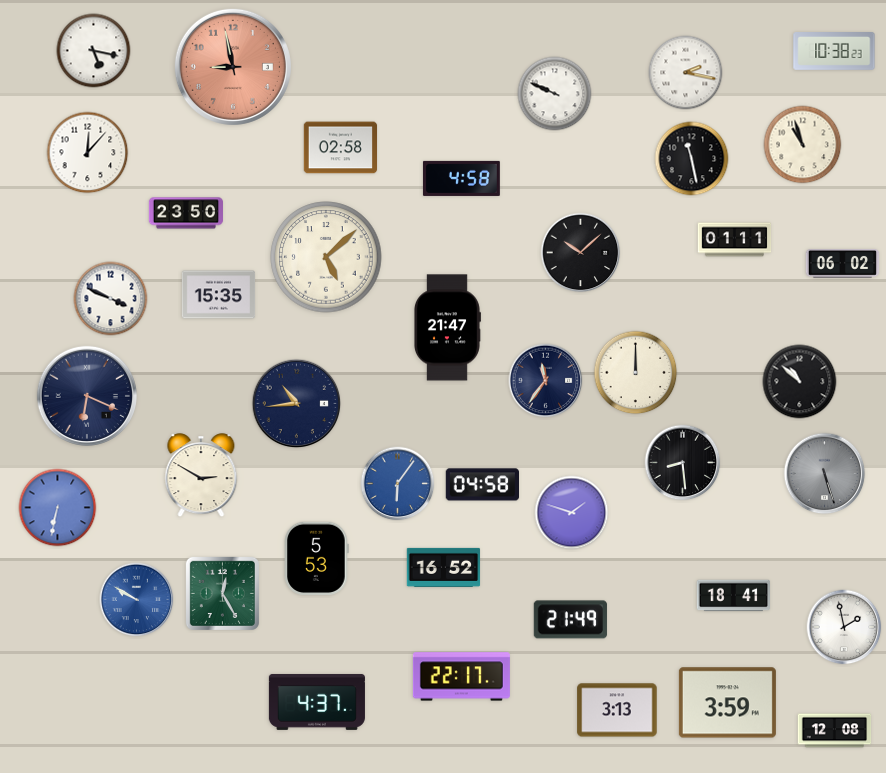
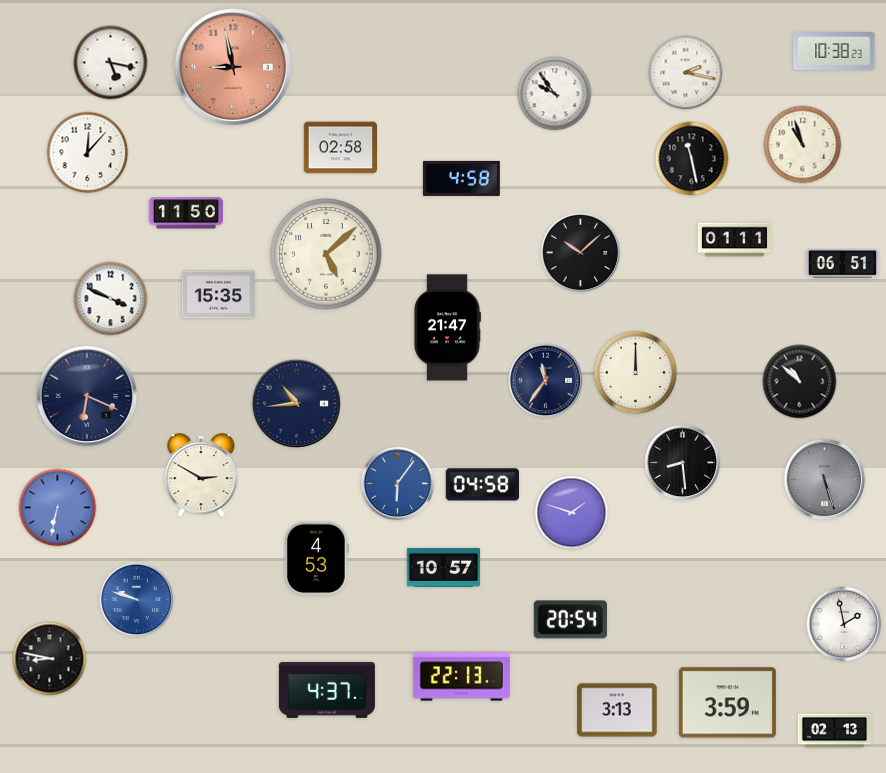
clock at (94, 51) position: (94, 51) -> (111, 63)
clock at (555, 94): 9:49 -> 9:54
clock at (186, 213): 23:50 -> 11:50
clock at (326, 257) position: (326, 257) -> (326, 254)
clock at (843, 264): 06:02 -> 06:51
clock at (825, 474) position: (825, 474) -> (825, 480)
clock at (317, 558): 5:53 -> 4:53
clock at (444, 567): 16:52 -> 10:57
clock at (222, 593): 12:25 -> none
clock at (734, 596): 18:41 -> none
clock at (137, 600): 9:50 -> 9:48
clock at (570, 620): 21:49 -> 20:54
clock at (844, 627) position: (844, 627) -> (844, 624)
clock at (50, 659): none -> 8:47
clock at (461, 677): 22:17 -> 22:13
clock at (317, 702) position: (317, 702) -> (327, 690)
clock at (835, 731): 12:08 -> 02:13
